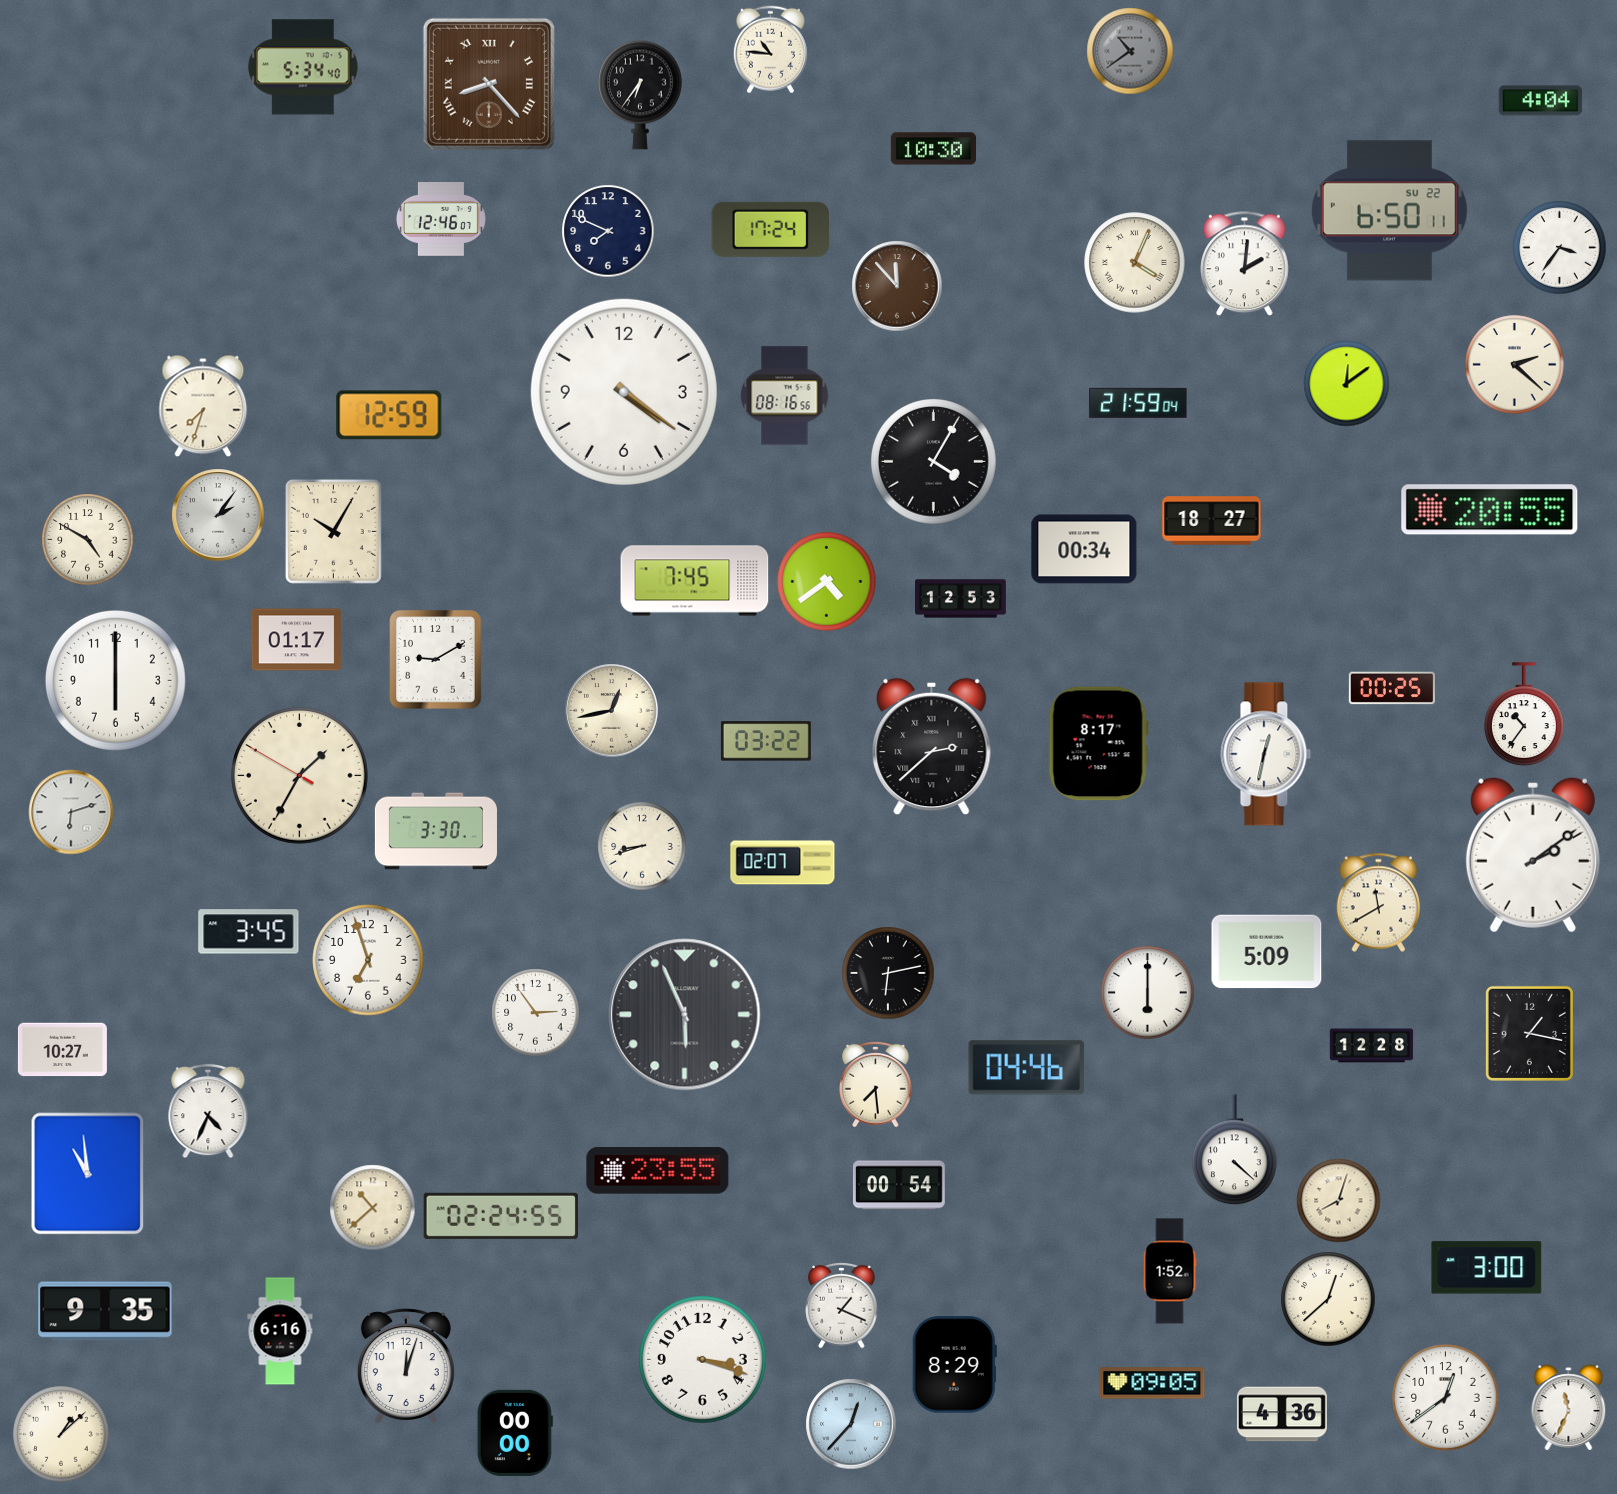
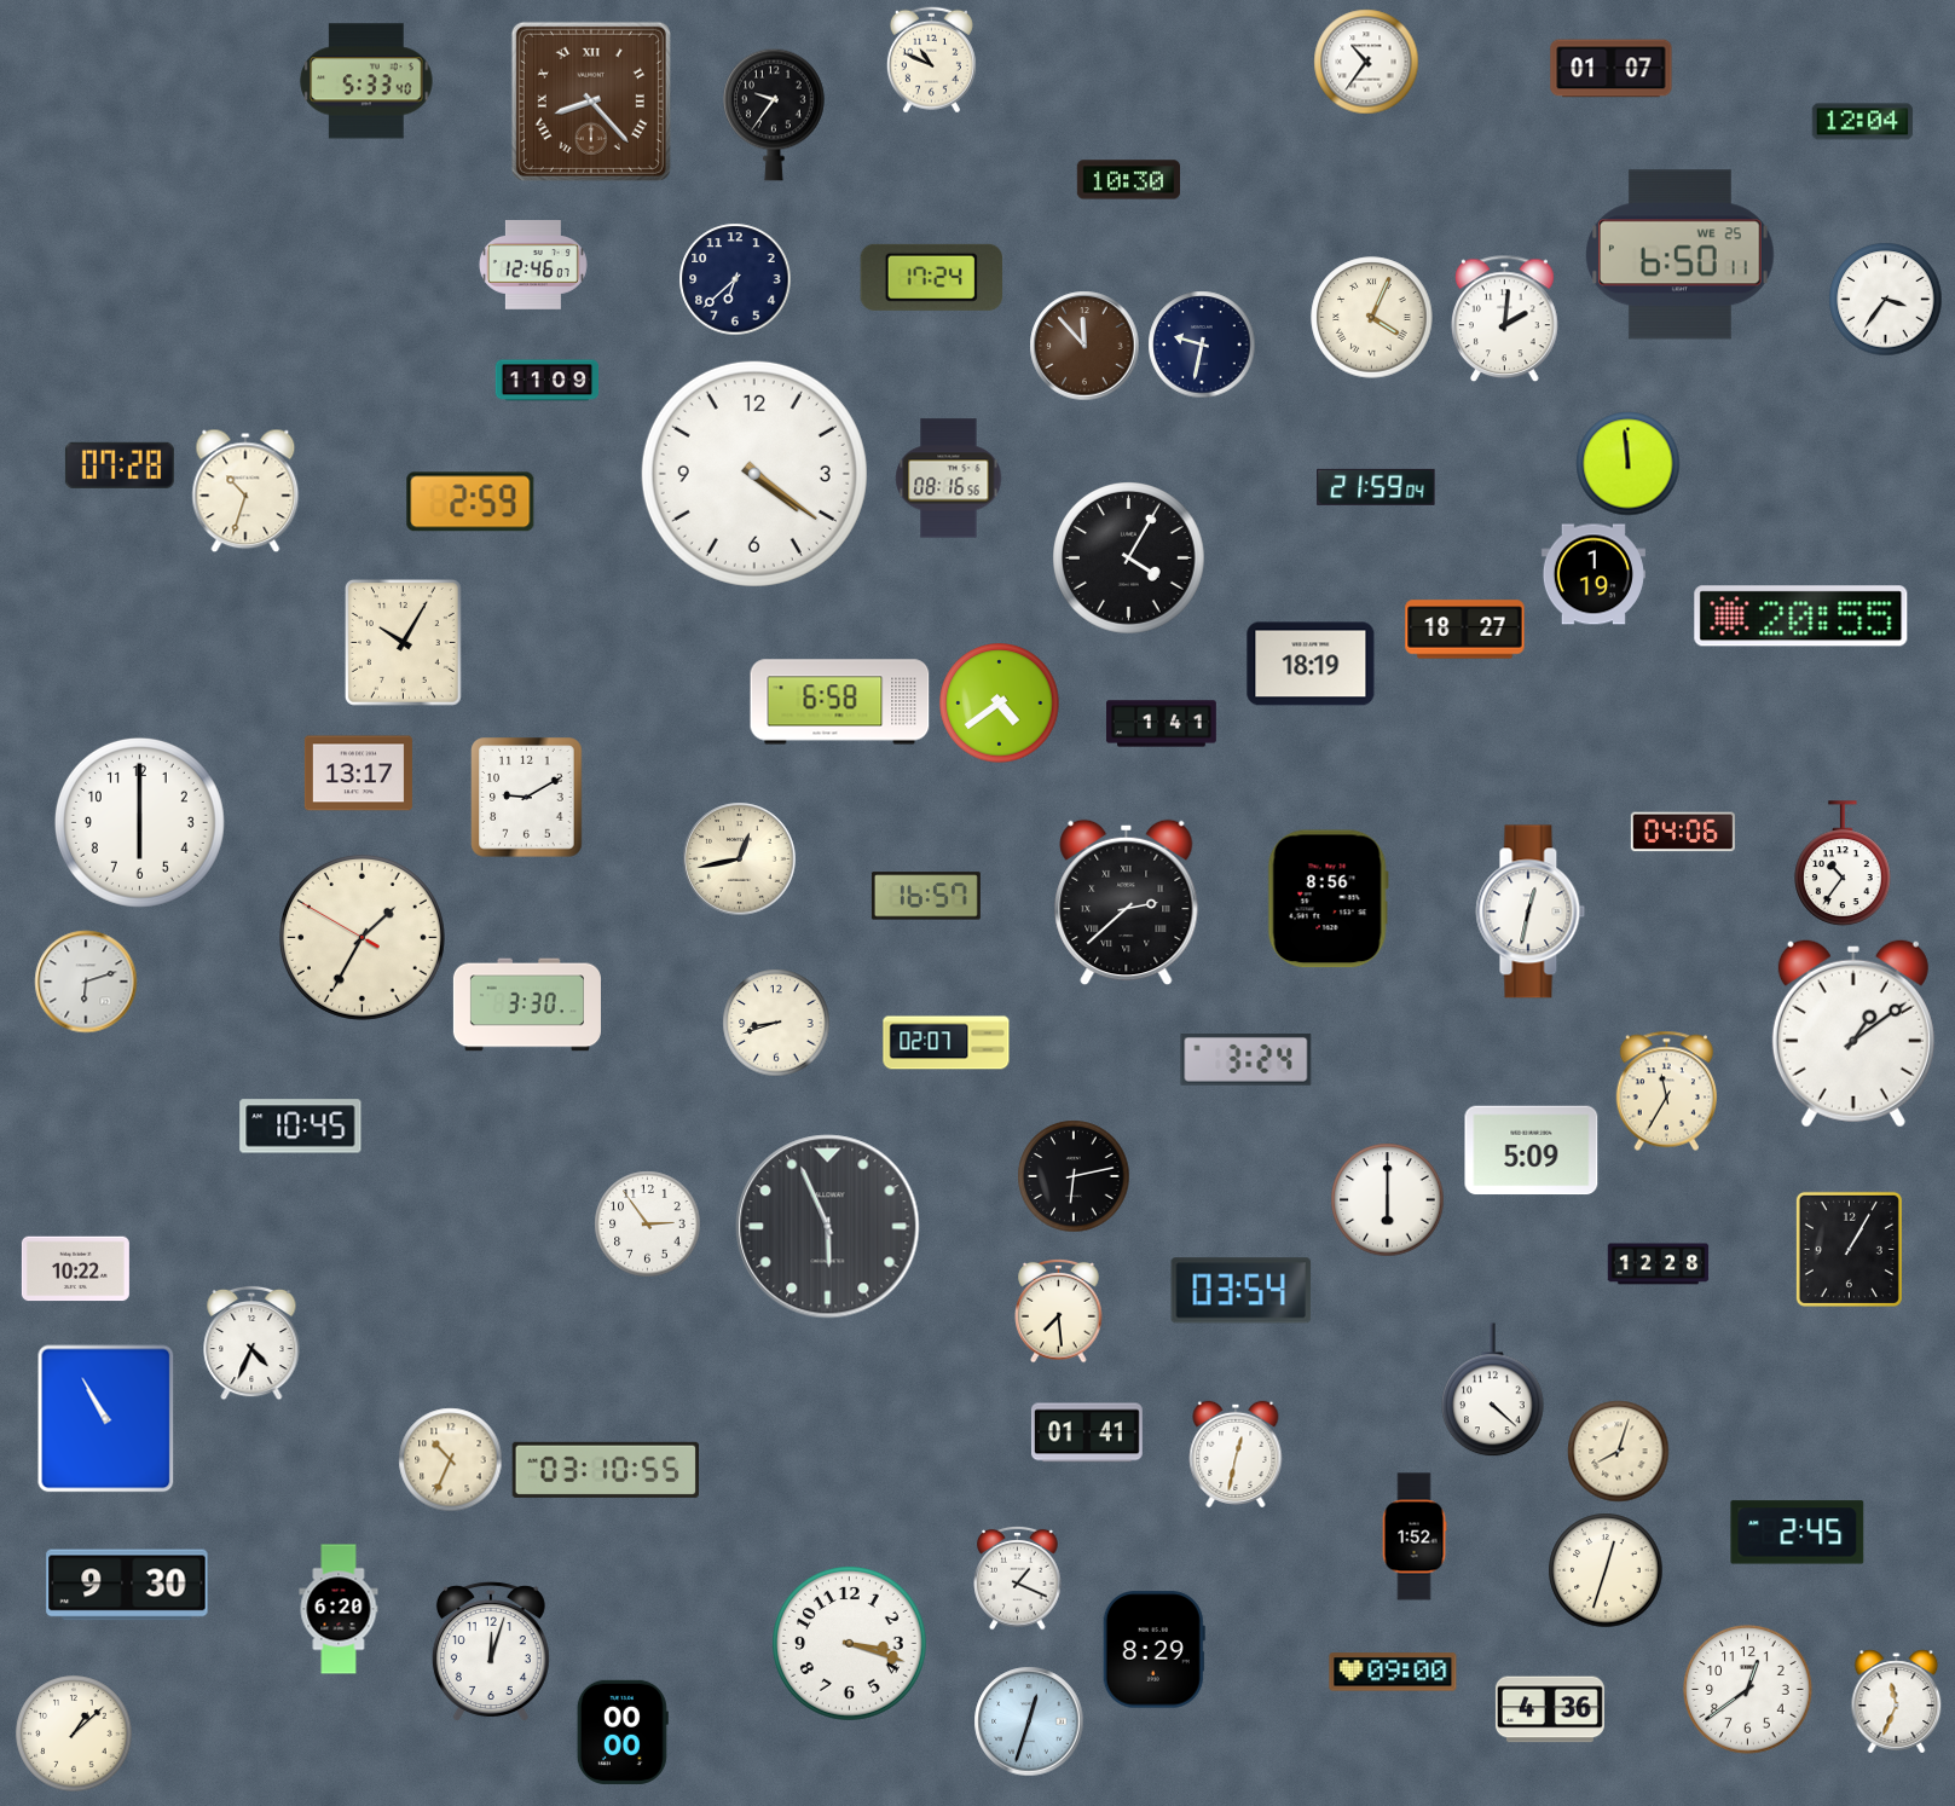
clock at (770, 50): 10:46 -> 10:49
clock at (1130, 51): 10:39 -> 10:36
clock at (1130, 51) dial: grey -> white
clock at (1612, 69): none -> 01:07
clock at (303, 67): 5:34 -> 5:33
clock at (640, 95): 6:36 -> 9:36
clock at (1541, 101): 4:04 -> 12:04
clock at (1390, 211) date: SU 22 -> WE 25
clock at (608, 231): 7:49 -> 6:38
clock at (1202, 345): none -> 9:32
clock at (548, 381): none -> 11:09
clock at (1515, 365): 2:22 -> none
clock at (1347, 384): 12:09 -> 11:59
clock at (120, 465): none -> 07:28
clock at (203, 406): 7:33 -> 10:33
clock at (389, 415): 12:59 -> 2:59
clock at (1594, 574): none -> 1:19
clock at (218, 515): 2:06 -> none
clock at (88, 540): 4:50 -> none
clock at (1084, 549): 00:34 -> 18:19
clock at (695, 581): 7:45 -> 6:58
clock at (961, 599): 12:53 -> 1:41
clock at (296, 640): 01:17 -> 13:17
clock at (1392, 688): 00:25 -> 04:06
clock at (766, 741): 03:22 -> 16:57
clock at (1098, 744): 8:17 -> 8:56
clock at (1533, 855): 2:09 -> 1:09
clock at (1247, 1060): none -> 3:24
clock at (1378, 903): 11:40 -> 11:35
clock at (249, 932): 3:45 -> 10:45
clock at (368, 960): 6:57 -> none
clock at (1529, 1033): 1:17 -> 1:05
clock at (62, 1050): 10:27 -> 10:22
clock at (1027, 1068): 04:46 -> 03:54
clock at (658, 1171): 23:55 -> none
clock at (88, 1174): 10:59 -> 10:55
clock at (899, 1185): 00:54 -> 01:41
clock at (1236, 1453): none -> 12:32
clock at (373, 1208): 10:38 -> 10:34
clock at (500, 1216): 02:24 -> 03:10
clock at (1487, 1268): 3:00 -> 2:45
clock at (1328, 1299): 12:38 -> 12:33
clock at (105, 1311): 9:35 -> 9:30
clock at (280, 1331): 6:16 -> 6:20
clock at (1152, 1383): 09:05 -> 09:00
clock at (851, 1424): 12:37 -> 12:33
